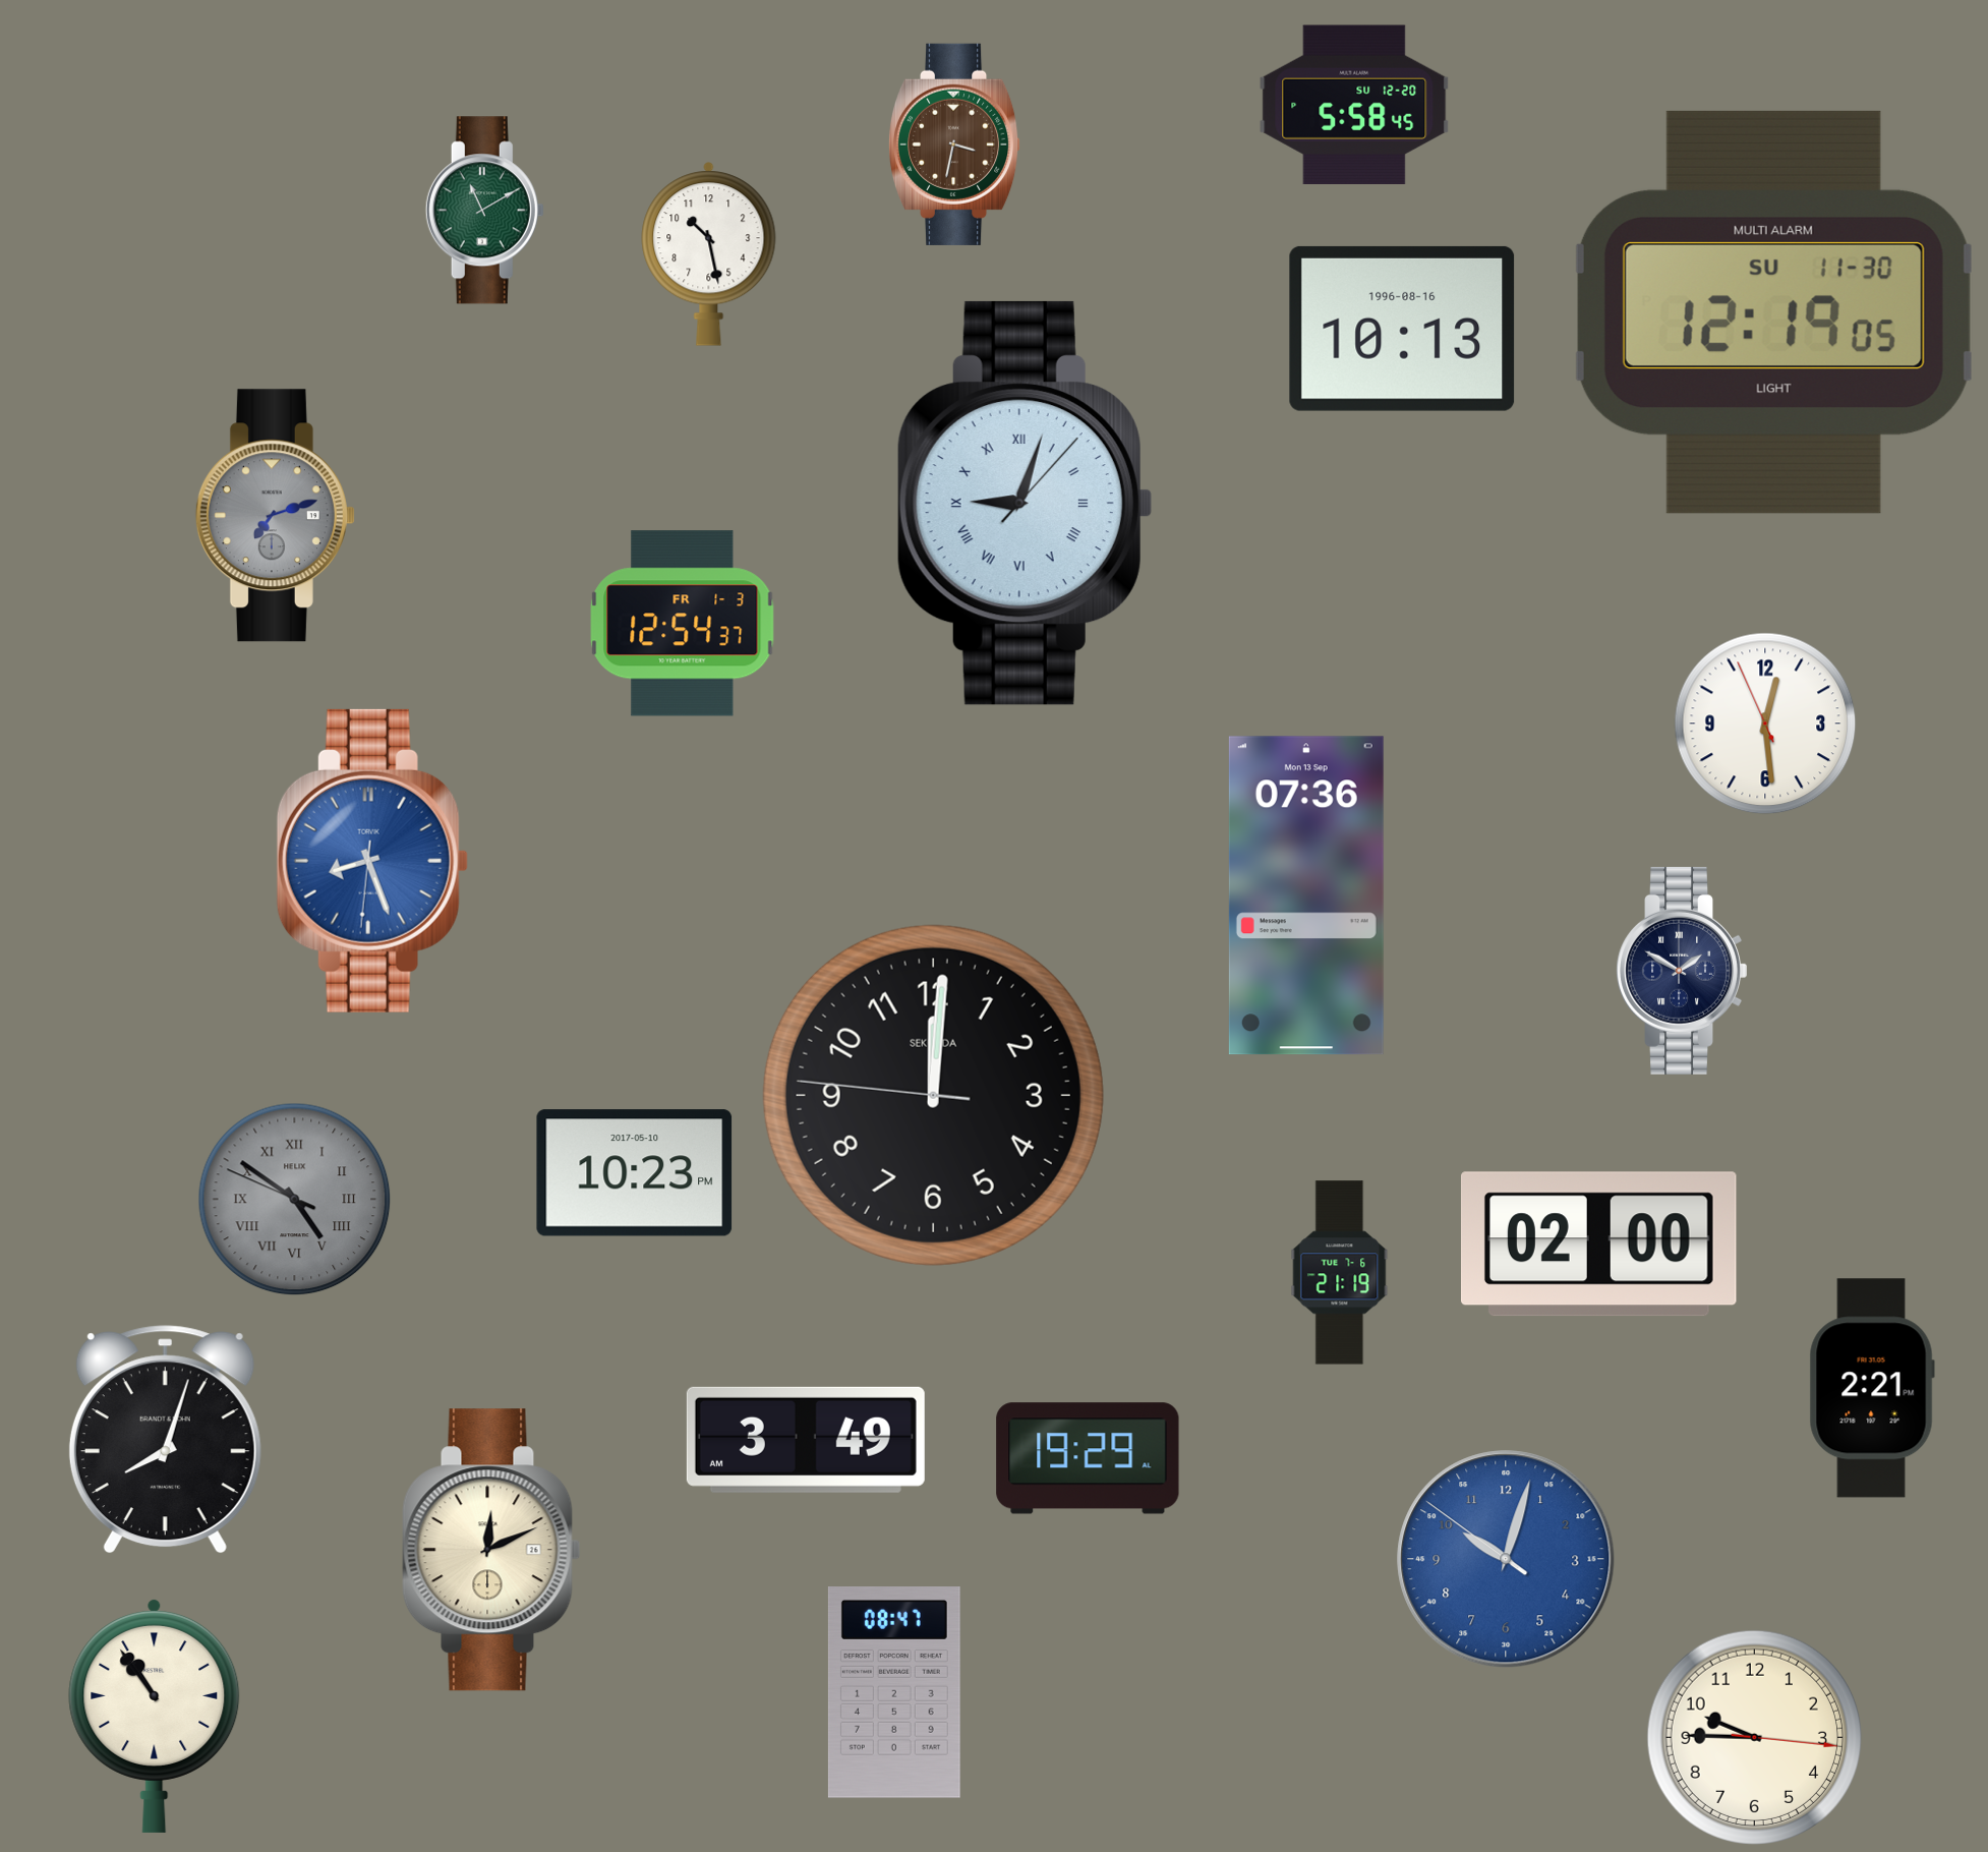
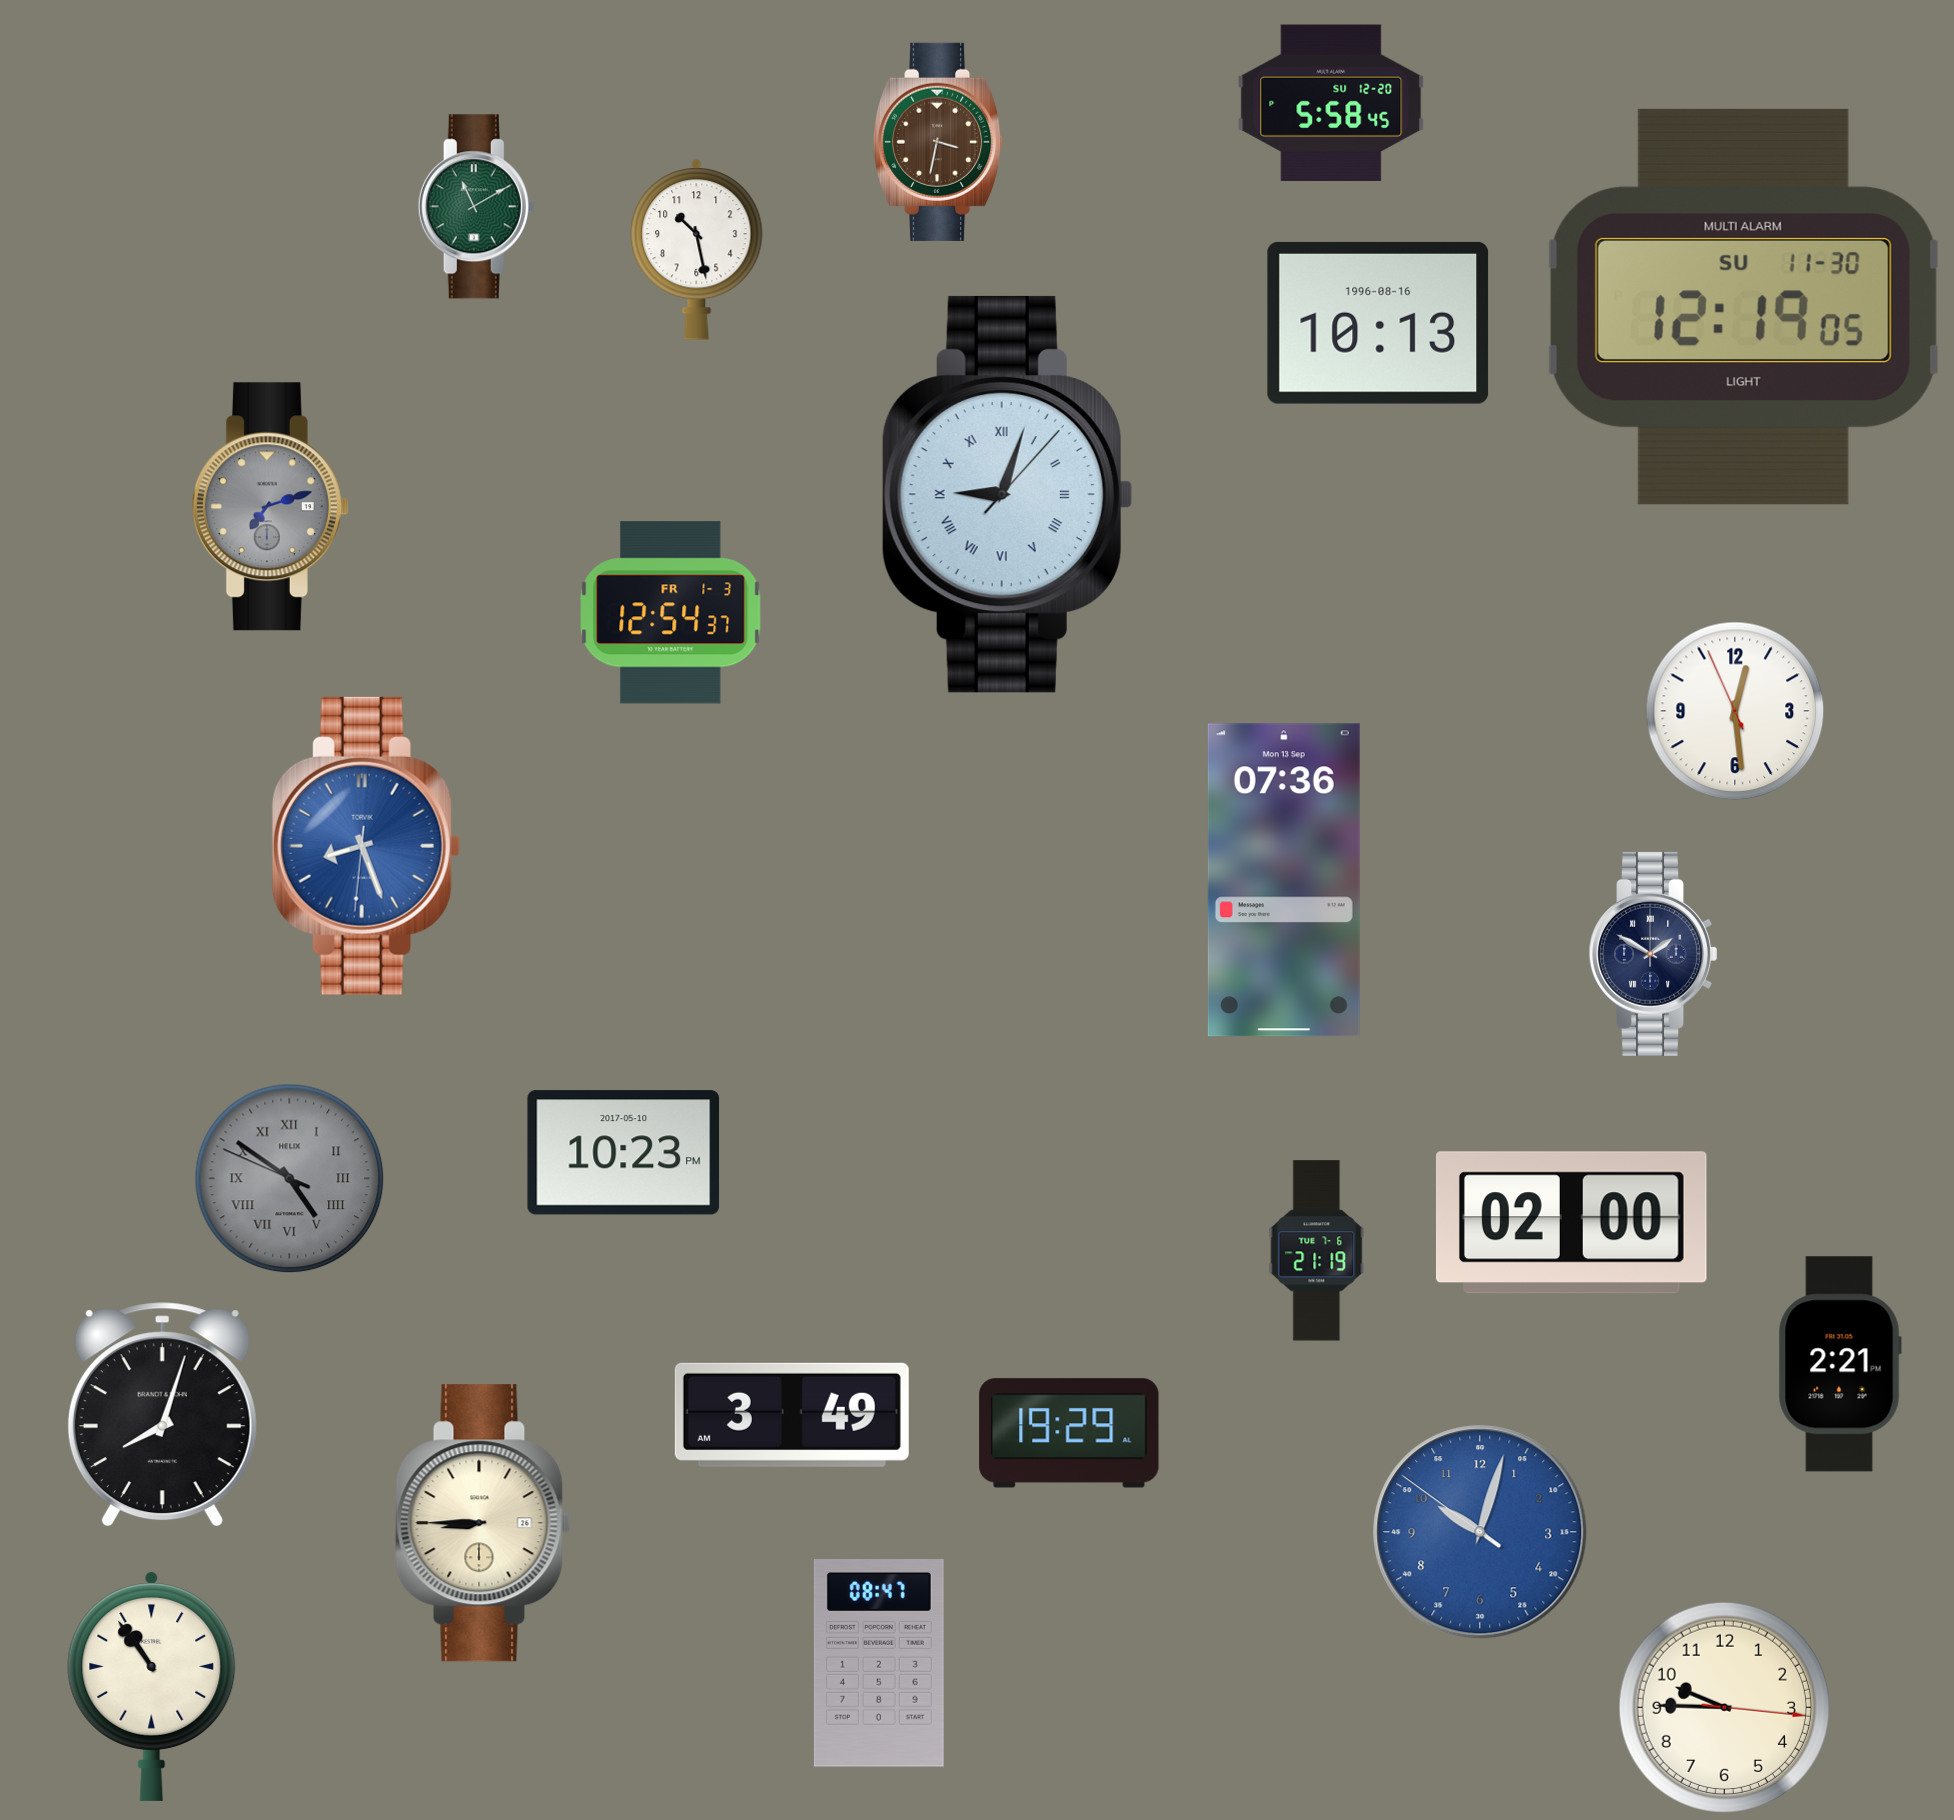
clock at (933, 1095): 12:00 -> none
clock at (491, 1550): 12:11 -> 8:45
